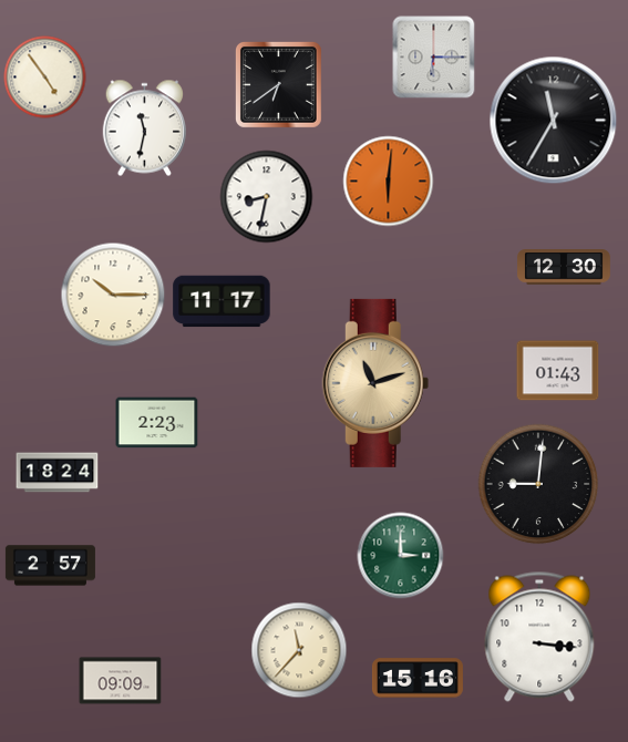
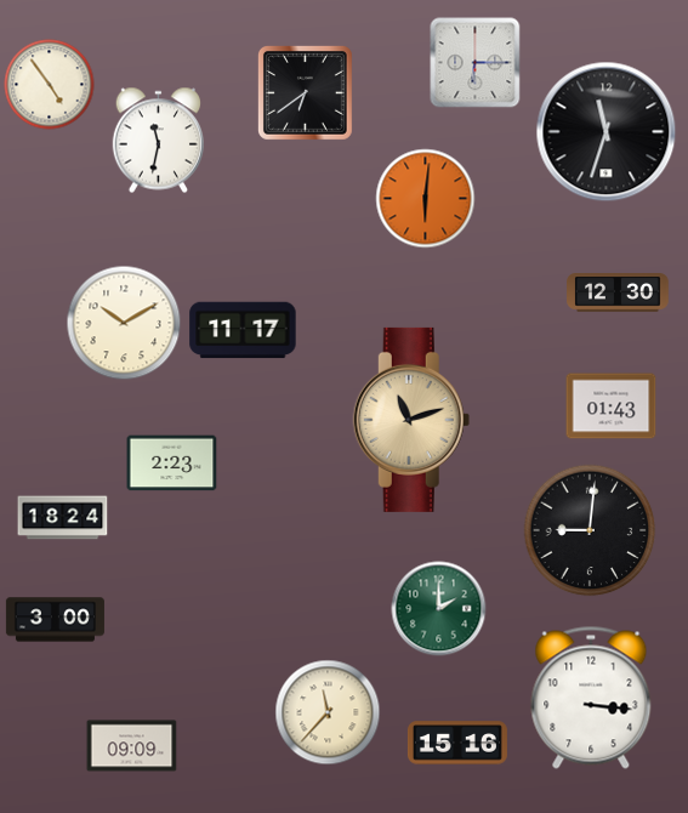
clock at (554, 121): 11:35 -> 11:33
clock at (267, 197): 8:32 -> none
clock at (113, 295): 10:15 -> 10:10
clock at (401, 556): 3:00 -> 2:00
clock at (50, 566): 2:57 -> 3:00
